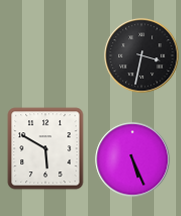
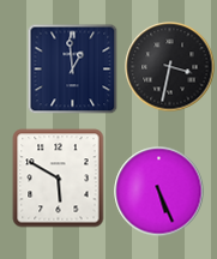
clock at (73, 70): none -> 12:59
clock at (46, 149) position: (46, 149) -> (59, 179)
